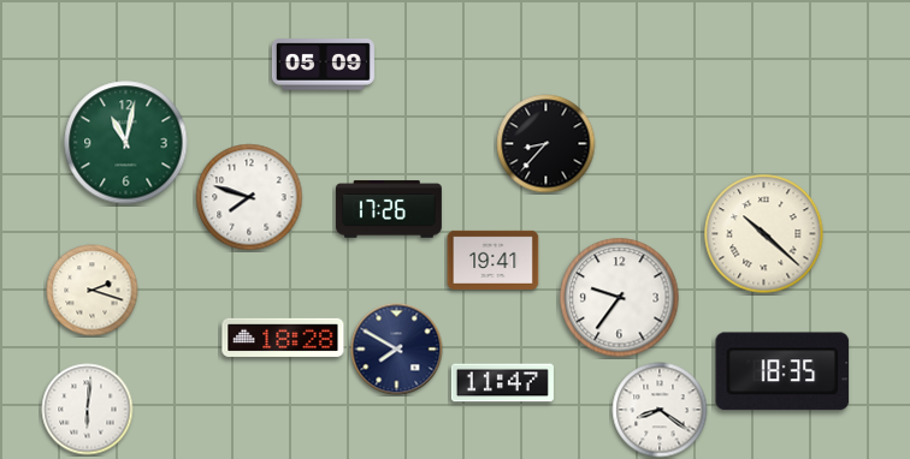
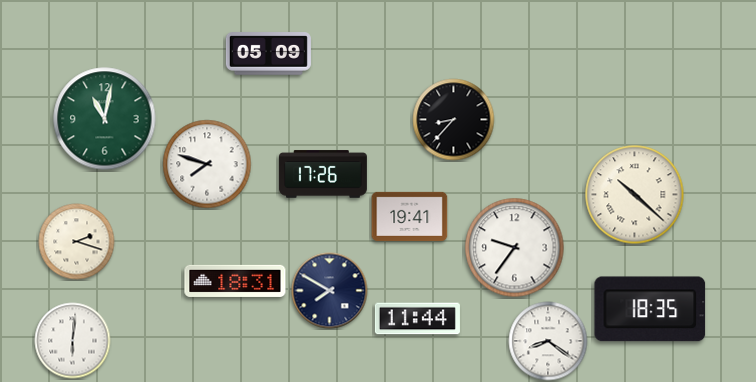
clock at (283, 338): 18:28 -> 18:31
clock at (502, 383): 11:47 -> 11:44
